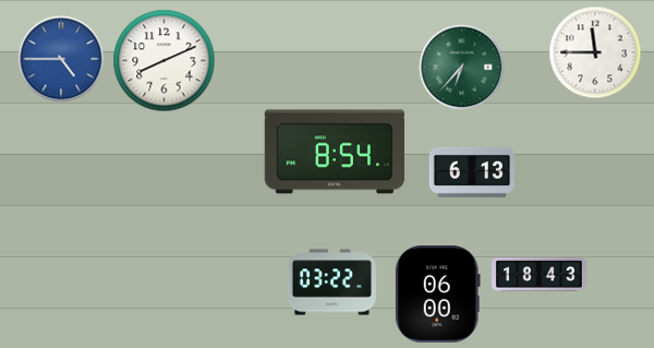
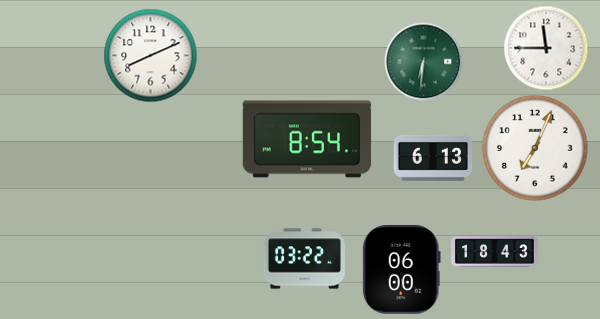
clock at (61, 59): 4:45 -> none
clock at (461, 67): 6:37 -> 6:31
clock at (535, 148): none -> 7:04
